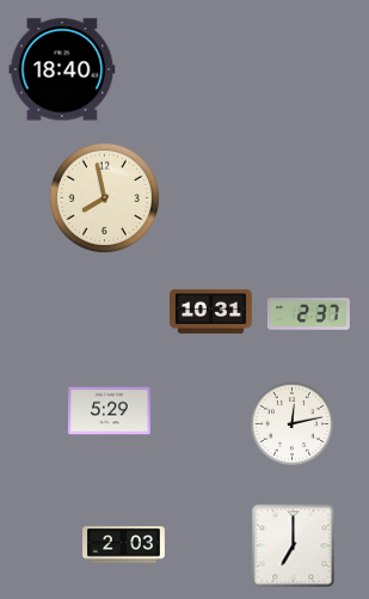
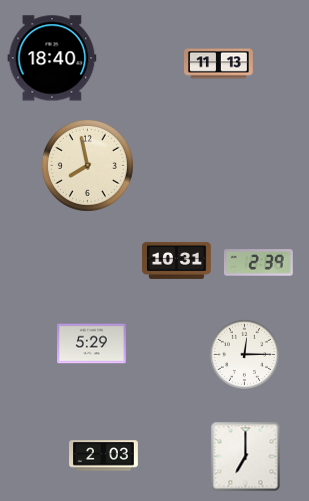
clock at (219, 64): none -> 11:13
clock at (308, 314): 2:37 -> 2:39
clock at (291, 423): 12:13 -> 12:15
